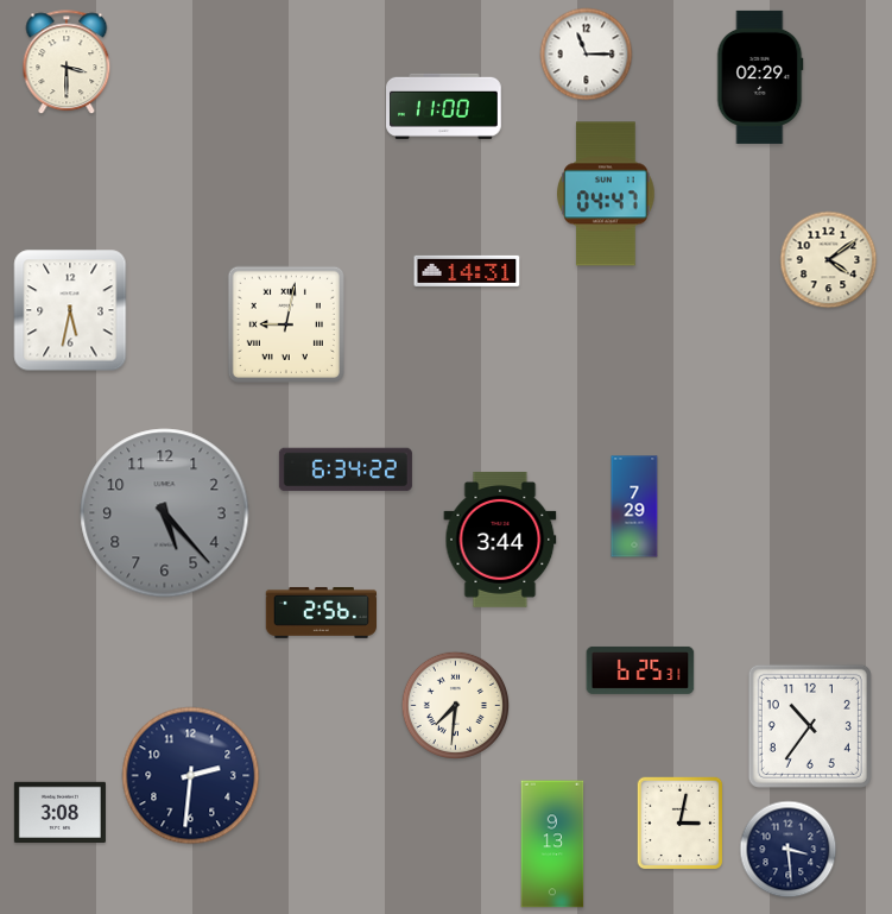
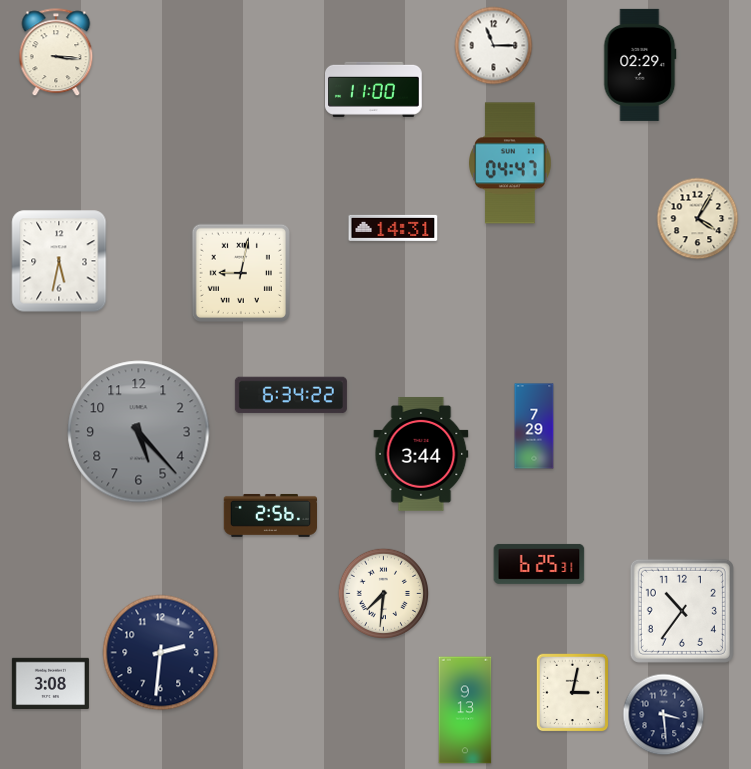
clock at (67, 63): 3:30 -> 3:16
clock at (829, 260): 4:09 -> 4:05
